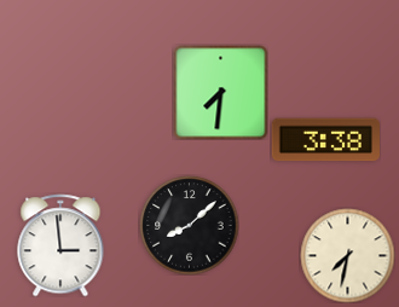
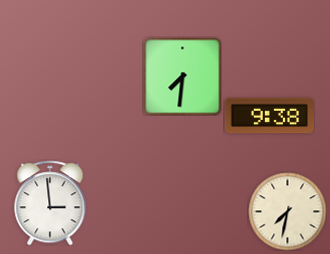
clock at (325, 140): 3:38 -> 9:38
clock at (189, 225): 8:08 -> none
